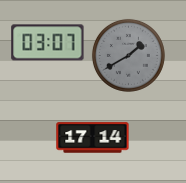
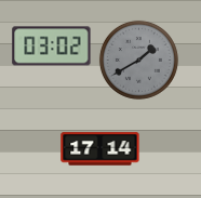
clock at (48, 43): 03:07 -> 03:02
